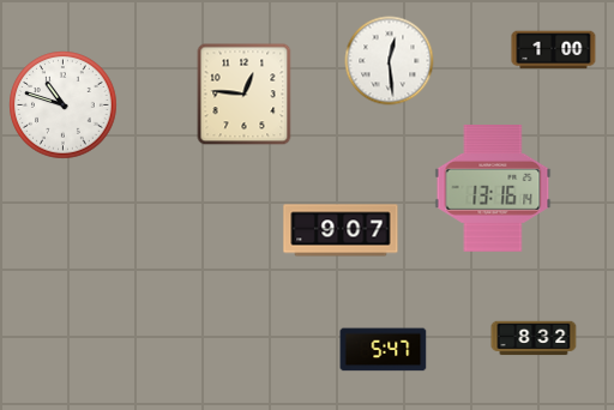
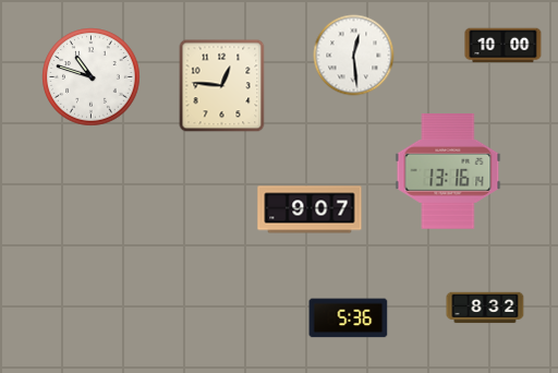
clock at (554, 50): 1:00 -> 10:00
clock at (64, 105) position: (64, 105) -> (92, 77)
clock at (384, 350): 5:47 -> 5:36
